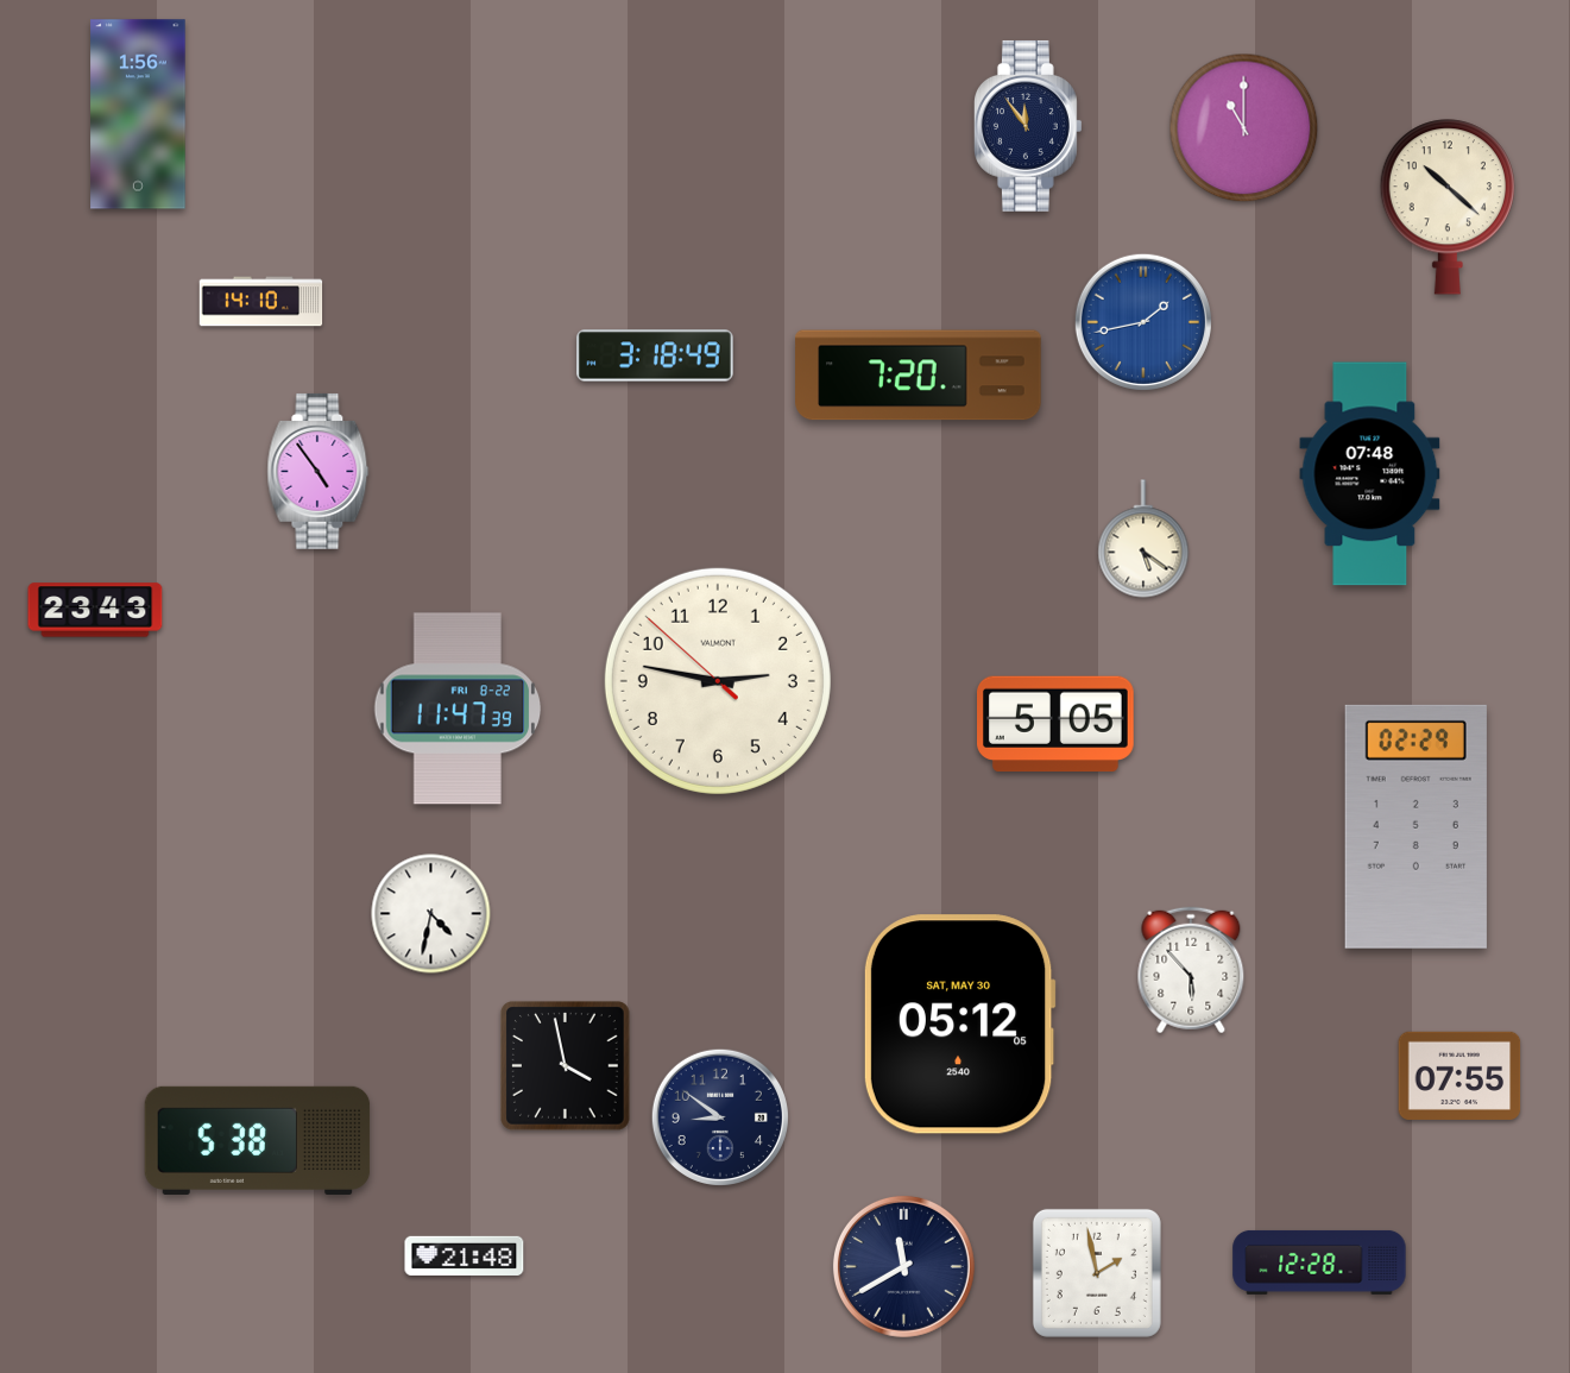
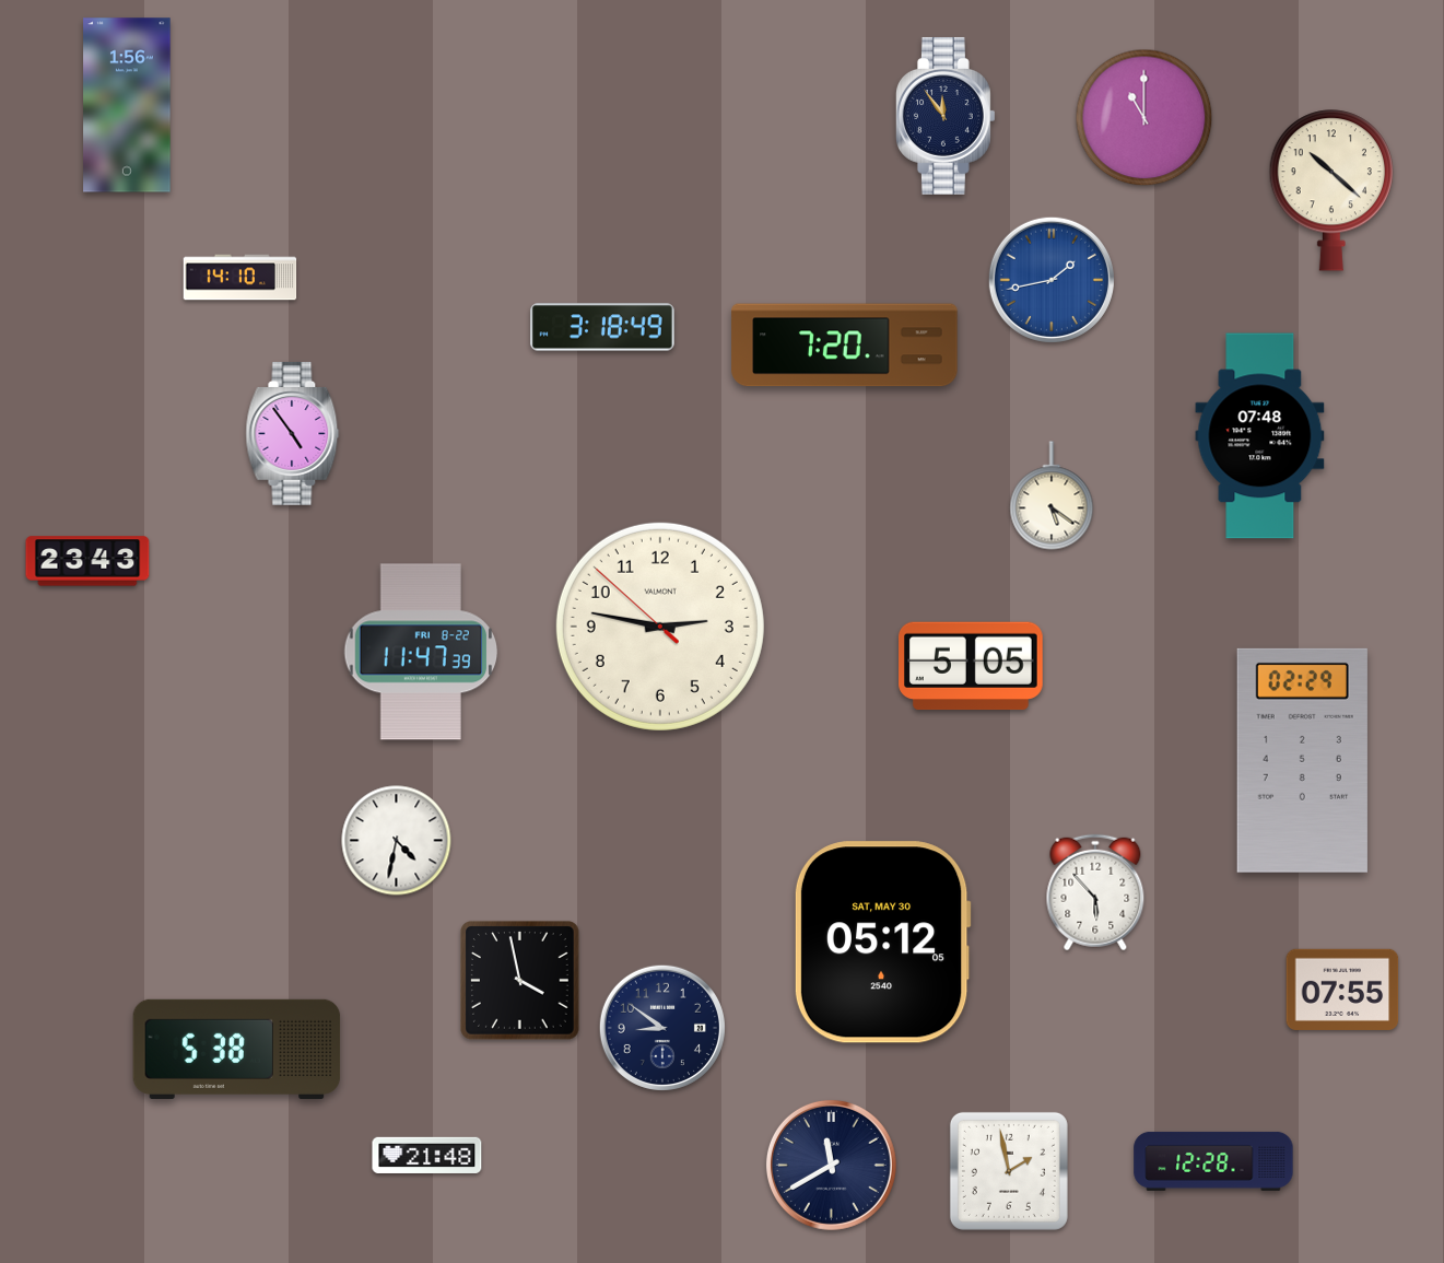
clock at (1143, 322) position: (1143, 322) -> (1052, 280)
